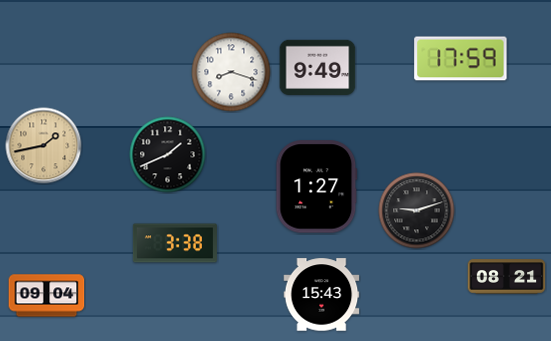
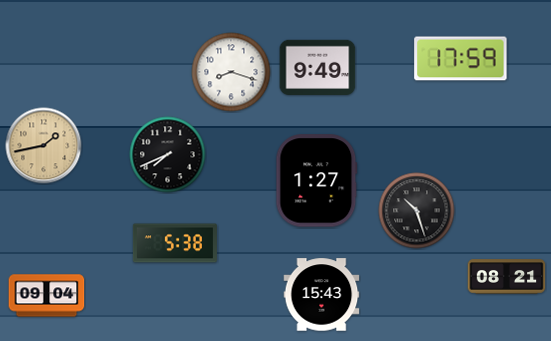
clock at (168, 155): 1:41 -> 7:41
clock at (317, 187) position: (317, 187) -> (317, 181)
clock at (417, 211): 9:12 -> 10:27
clock at (175, 243): 3:38 -> 5:38
